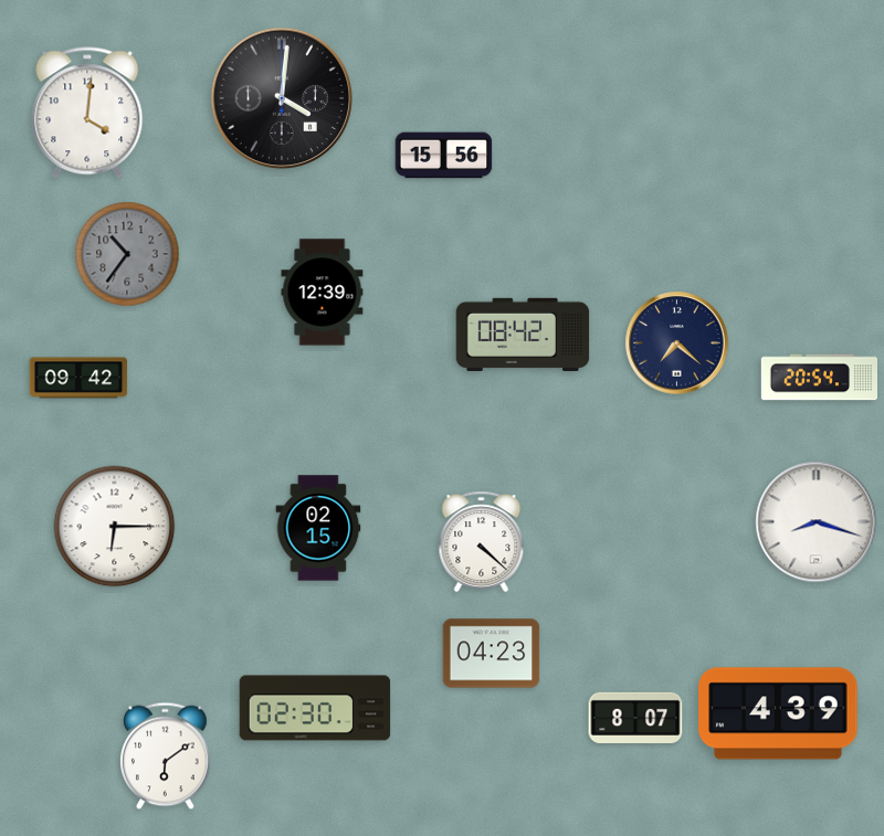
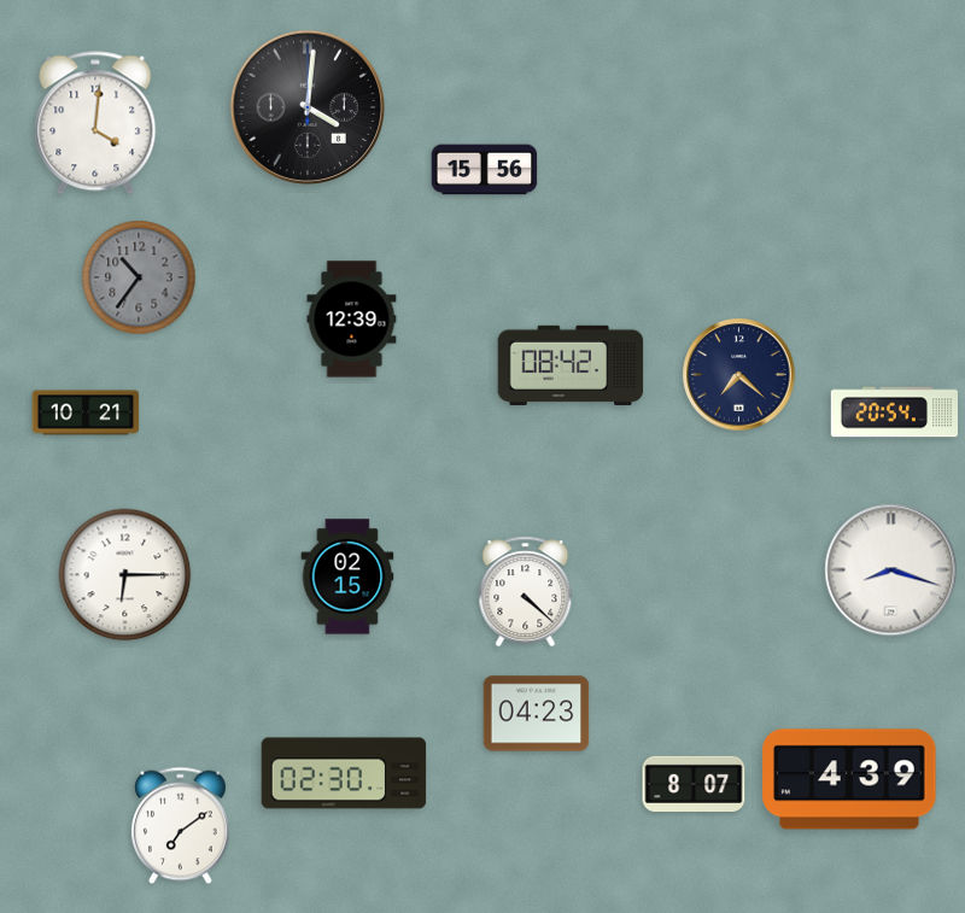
clock at (78, 378): 09:42 -> 10:21
clock at (166, 756): 6:09 -> 7:09
